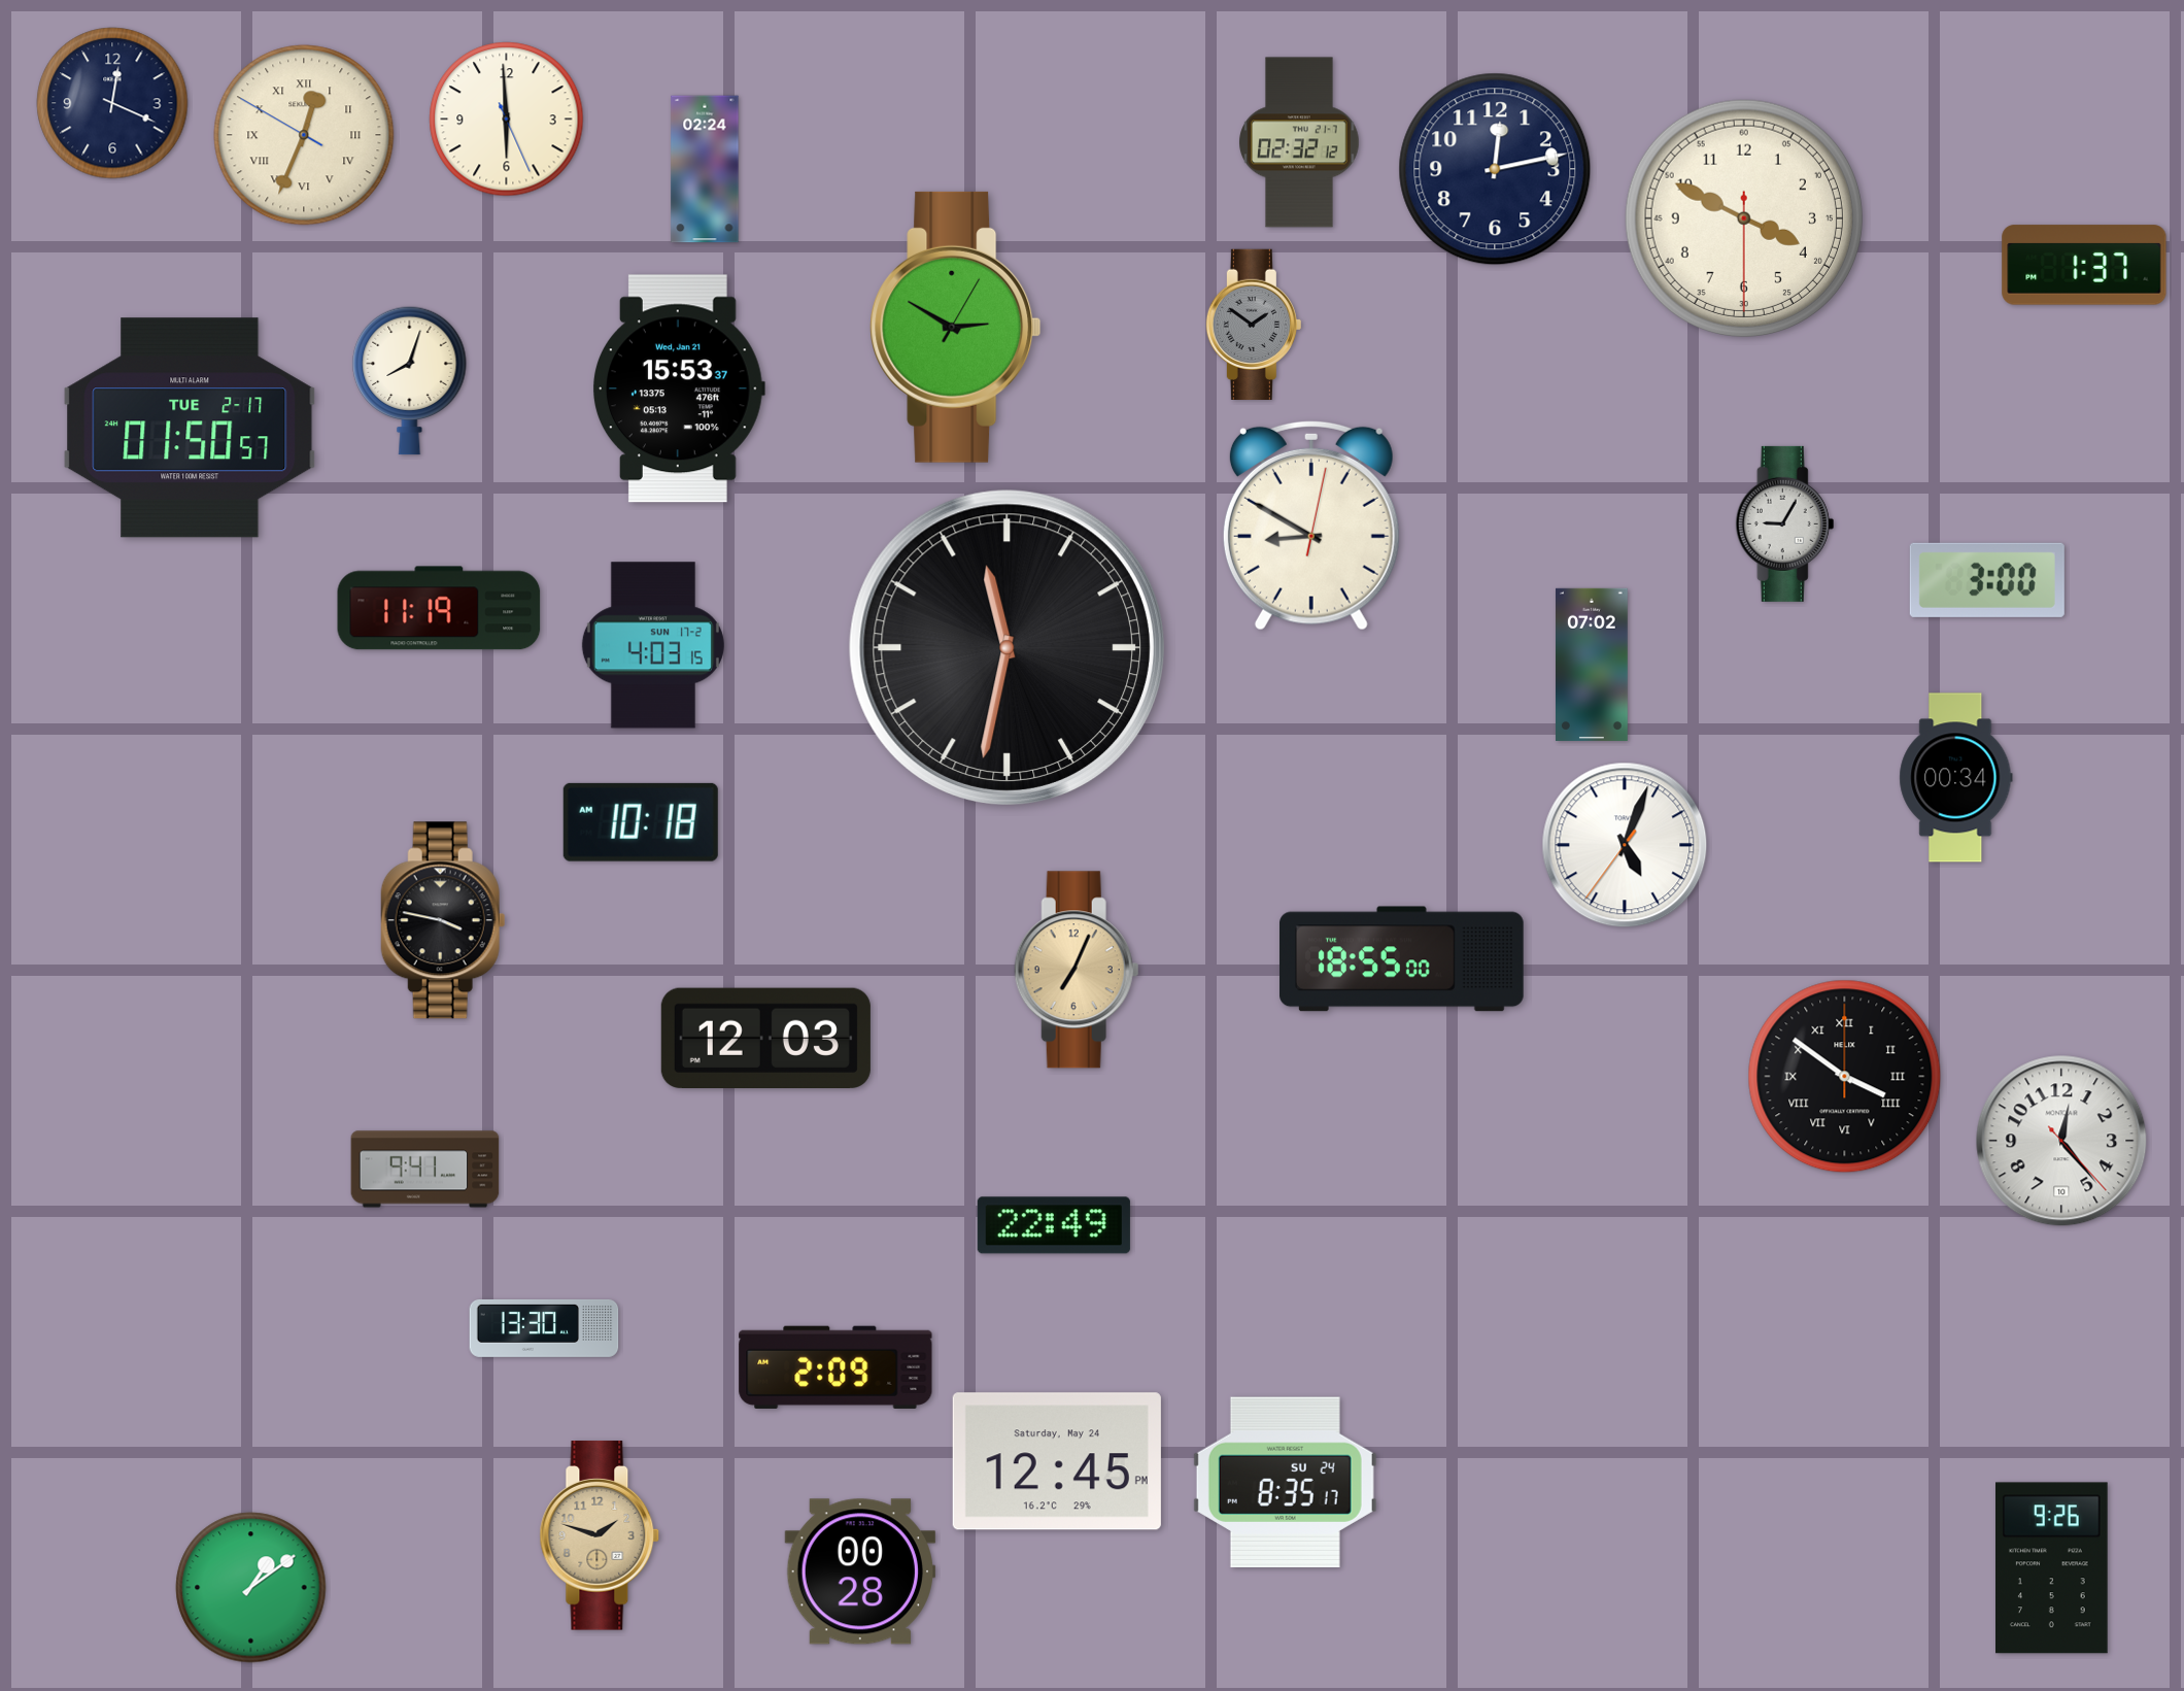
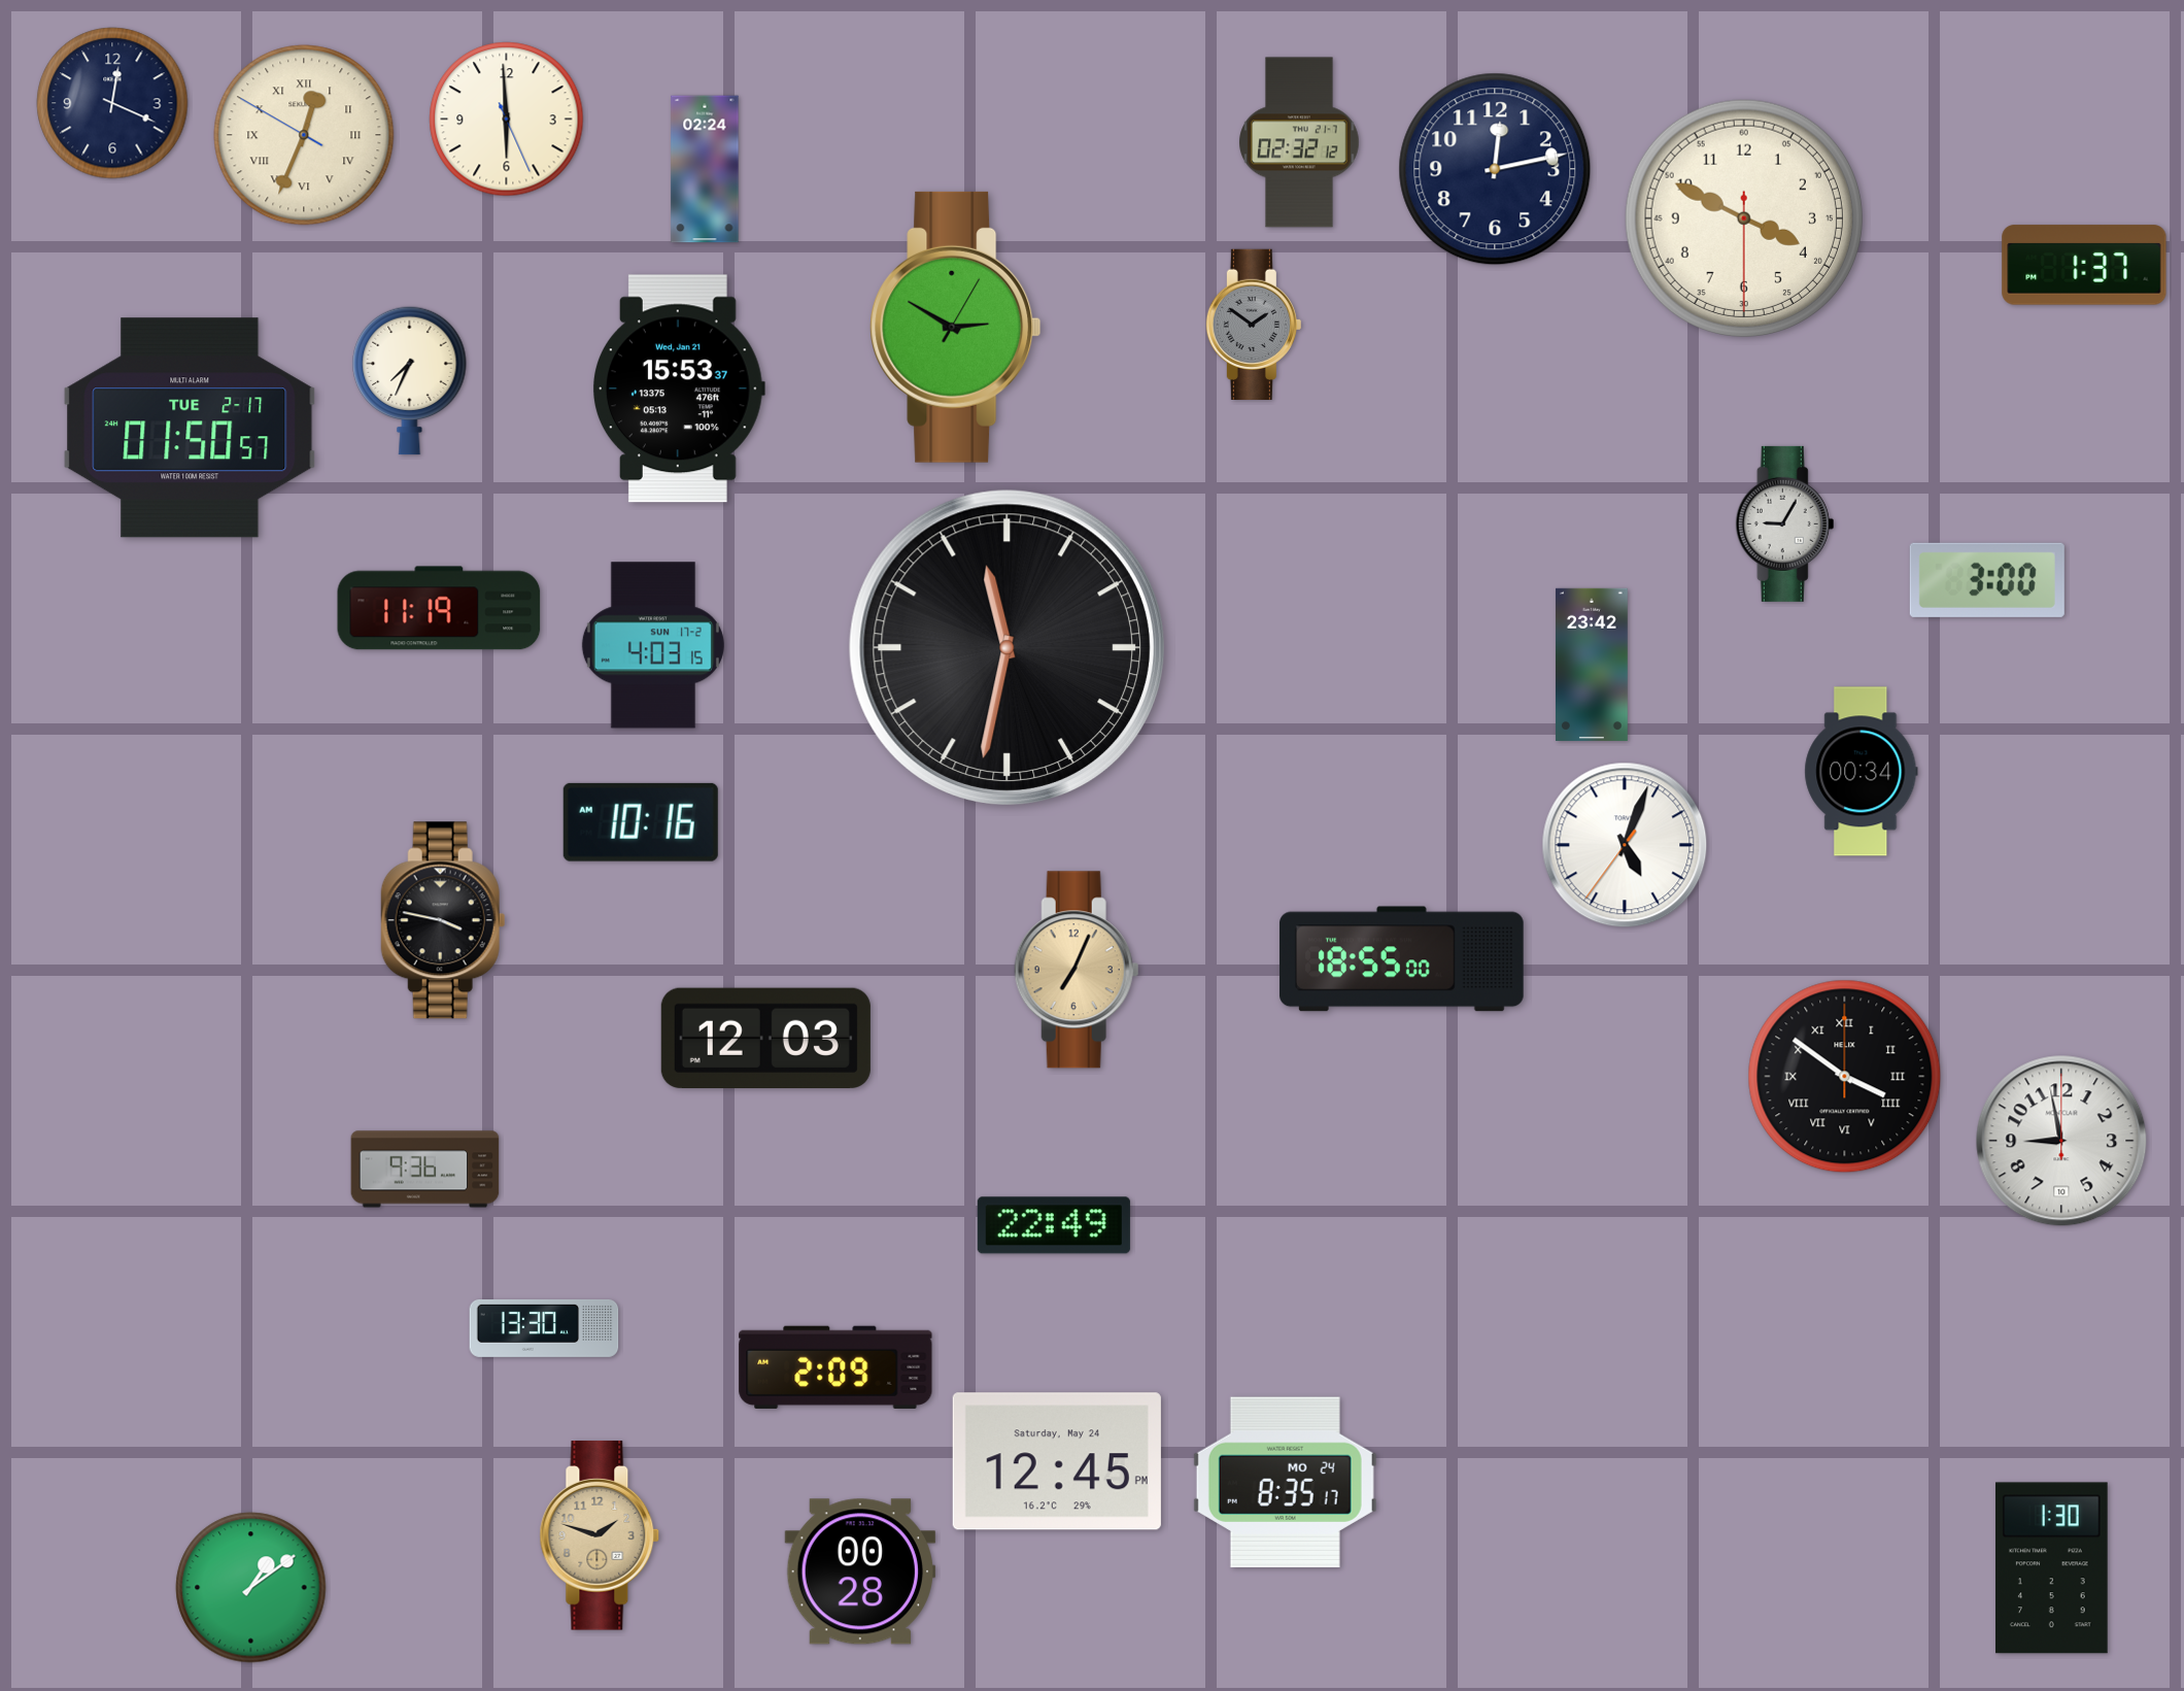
clock at (410, 380): 8:03 -> 7:34
clock at (1311, 526): 8:50 -> none
clock at (1593, 665): 07:02 -> 23:42
clock at (1956, 778) position: (1956, 778) -> (1862, 772)
clock at (641, 822): 10:18 -> 10:16
clock at (2061, 1141): 12:23 -> 8:58
clock at (425, 1170): 9:41 -> 9:36
clock at (1285, 1482) date: SU 24 -> MO 24
clock at (2052, 1568): 9:26 -> 1:30
